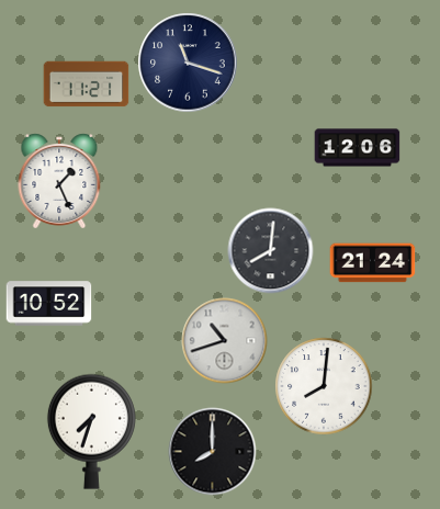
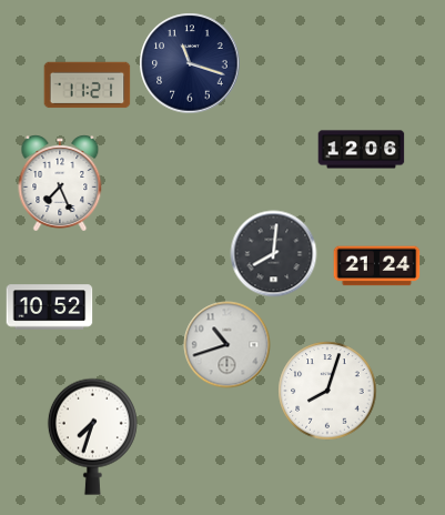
clock at (59, 181): 1:26 -> 7:26
clock at (324, 386): 8:01 -> 8:03
clock at (212, 451): 8:00 -> none
